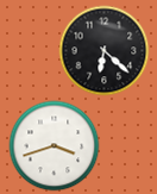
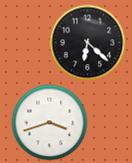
clock at (55, 146) position: (55, 146) -> (50, 123)
